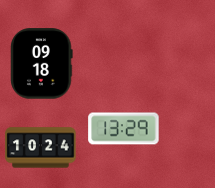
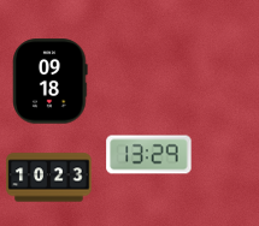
clock at (42, 64) position: (42, 64) -> (51, 82)
clock at (41, 148): 10:24 -> 10:23
